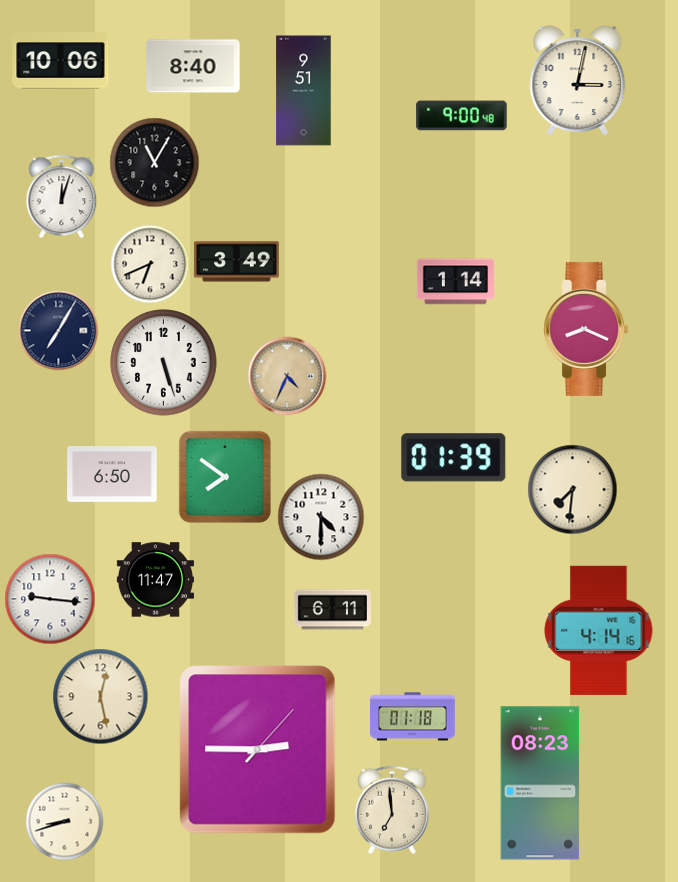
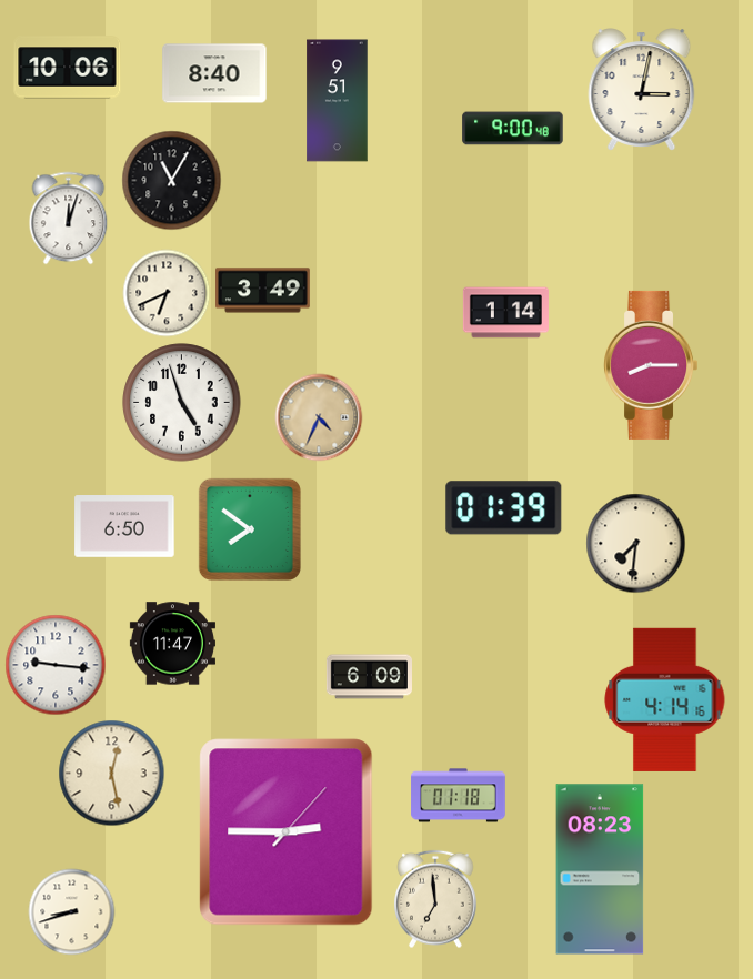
clock at (585, 329): 8:19 -> 8:15
clock at (58, 330): 7:05 -> none
clock at (164, 363): 5:27 -> 4:57
clock at (321, 517): 4:30 -> none
clock at (332, 610): 6:11 -> 6:09
